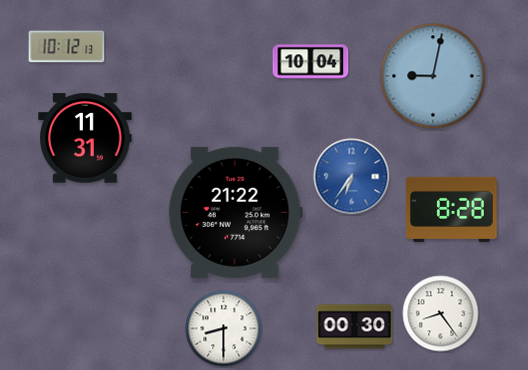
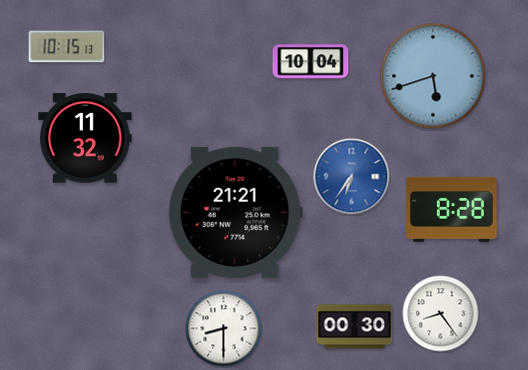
clock at (67, 47): 10:12 -> 10:15
clock at (433, 76): 9:02 -> 5:42
clock at (85, 138): 11:31 -> 11:32
clock at (235, 212): 21:22 -> 21:21
